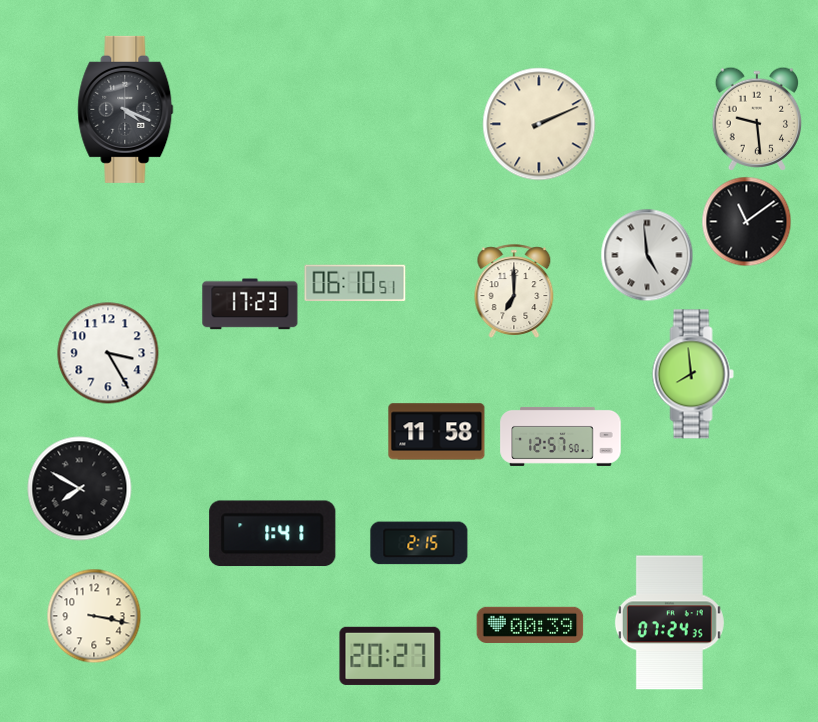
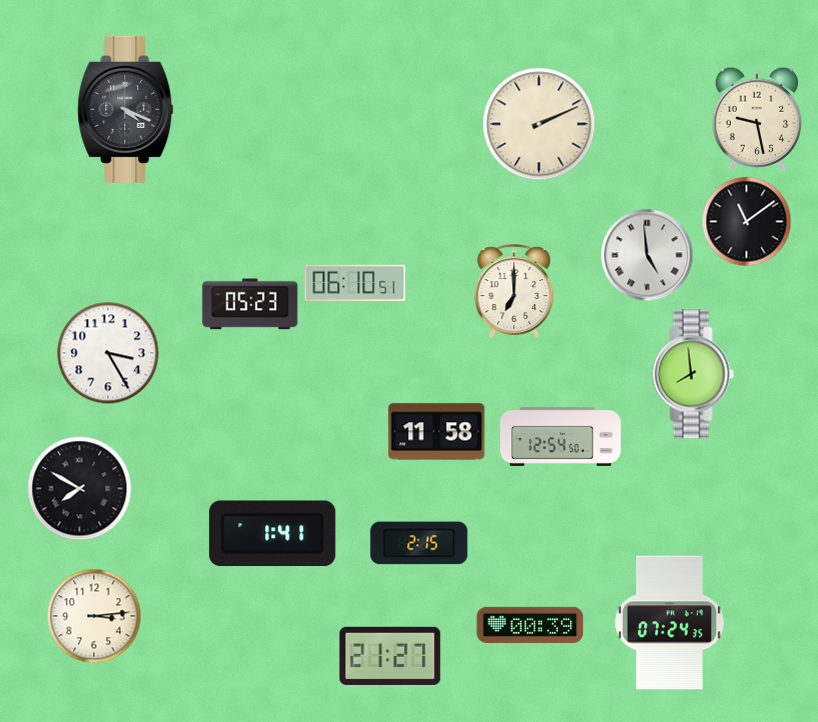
clock at (757, 118): 9:29 -> 9:28
clock at (250, 304): 17:23 -> 05:23
clock at (561, 436): 12:57 -> 12:54
clock at (94, 616): 3:17 -> 3:14
clock at (390, 656): 20:27 -> 21:27
